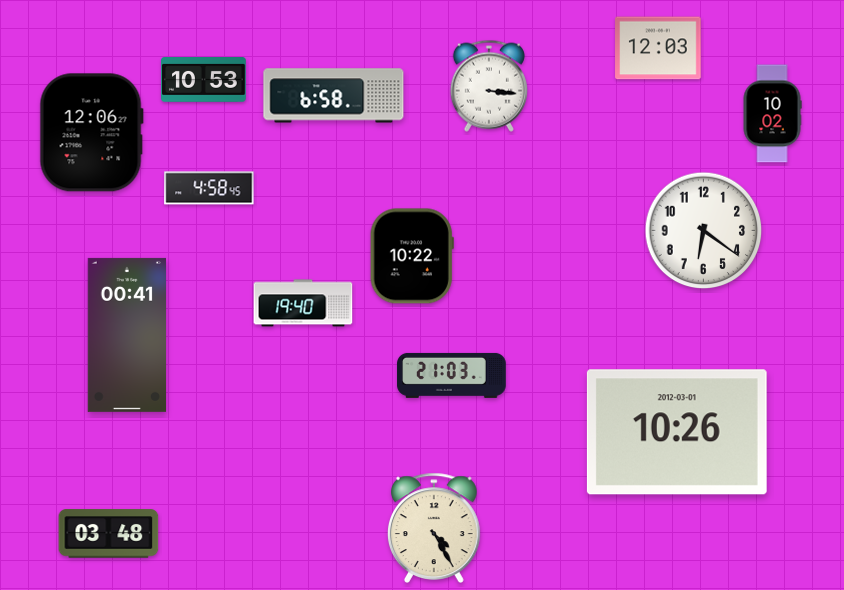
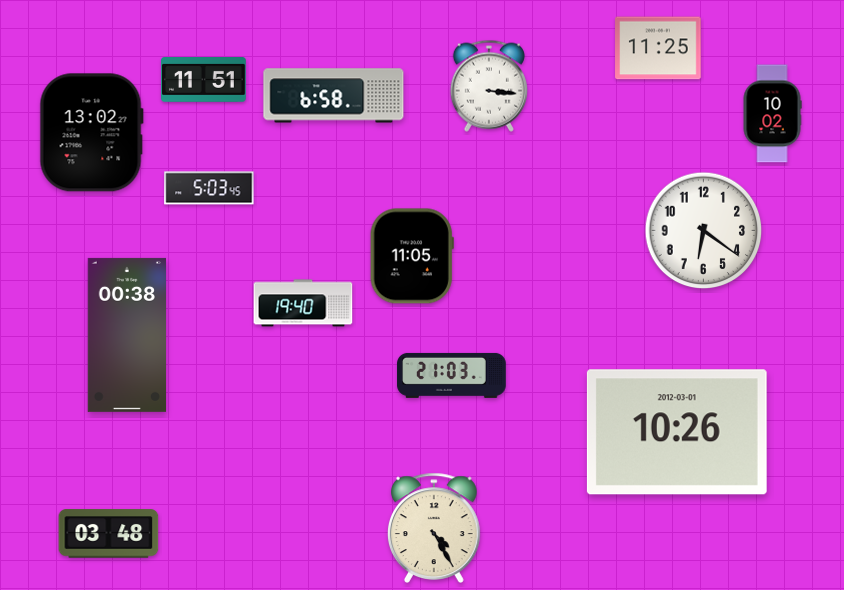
clock at (658, 48): 12:03 -> 11:25
clock at (204, 80): 10:53 -> 11:51
clock at (91, 133): 12:06 -> 13:02
clock at (209, 188): 4:58 -> 5:03
clock at (412, 256): 10:22 -> 11:05
clock at (126, 335): 00:41 -> 00:38
